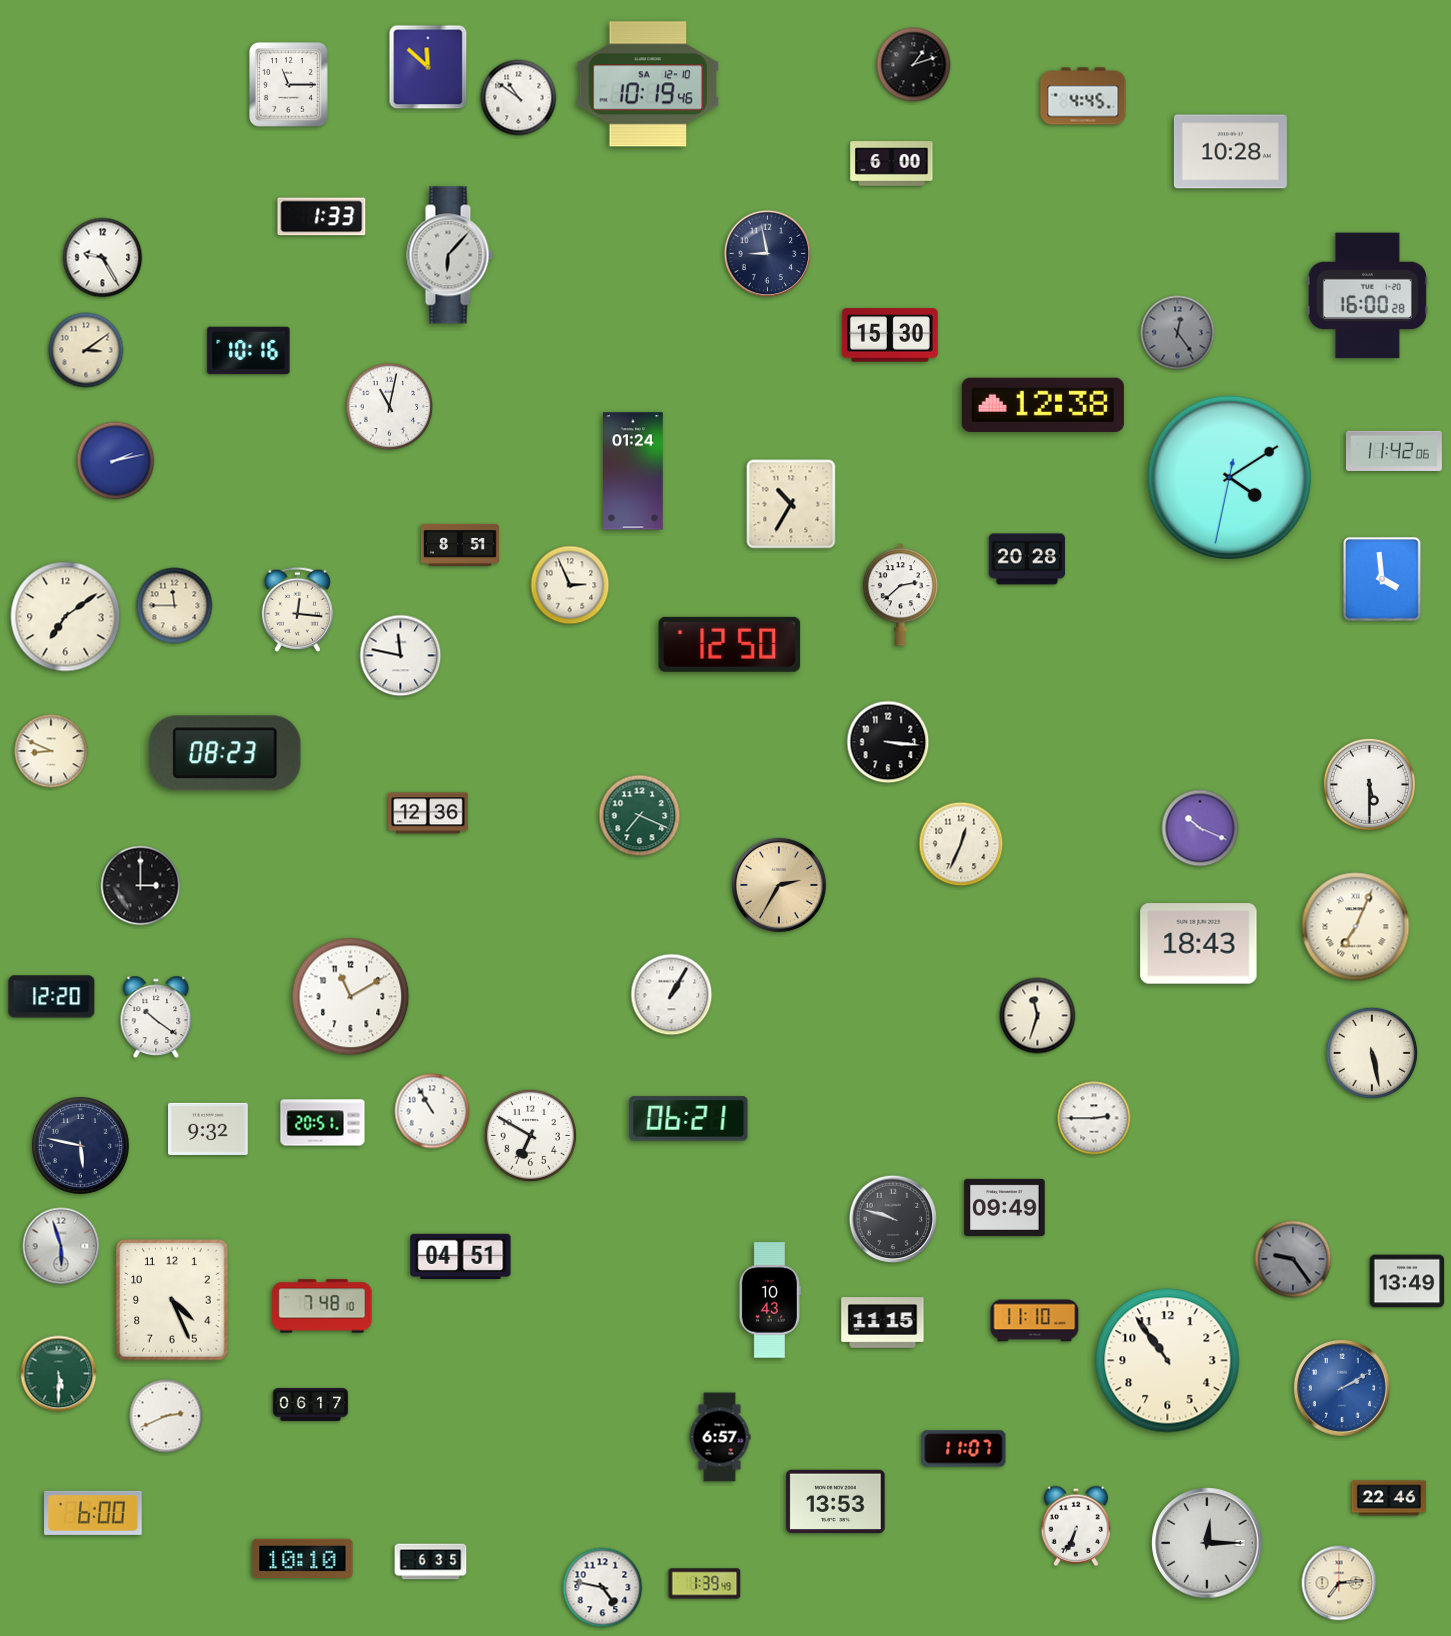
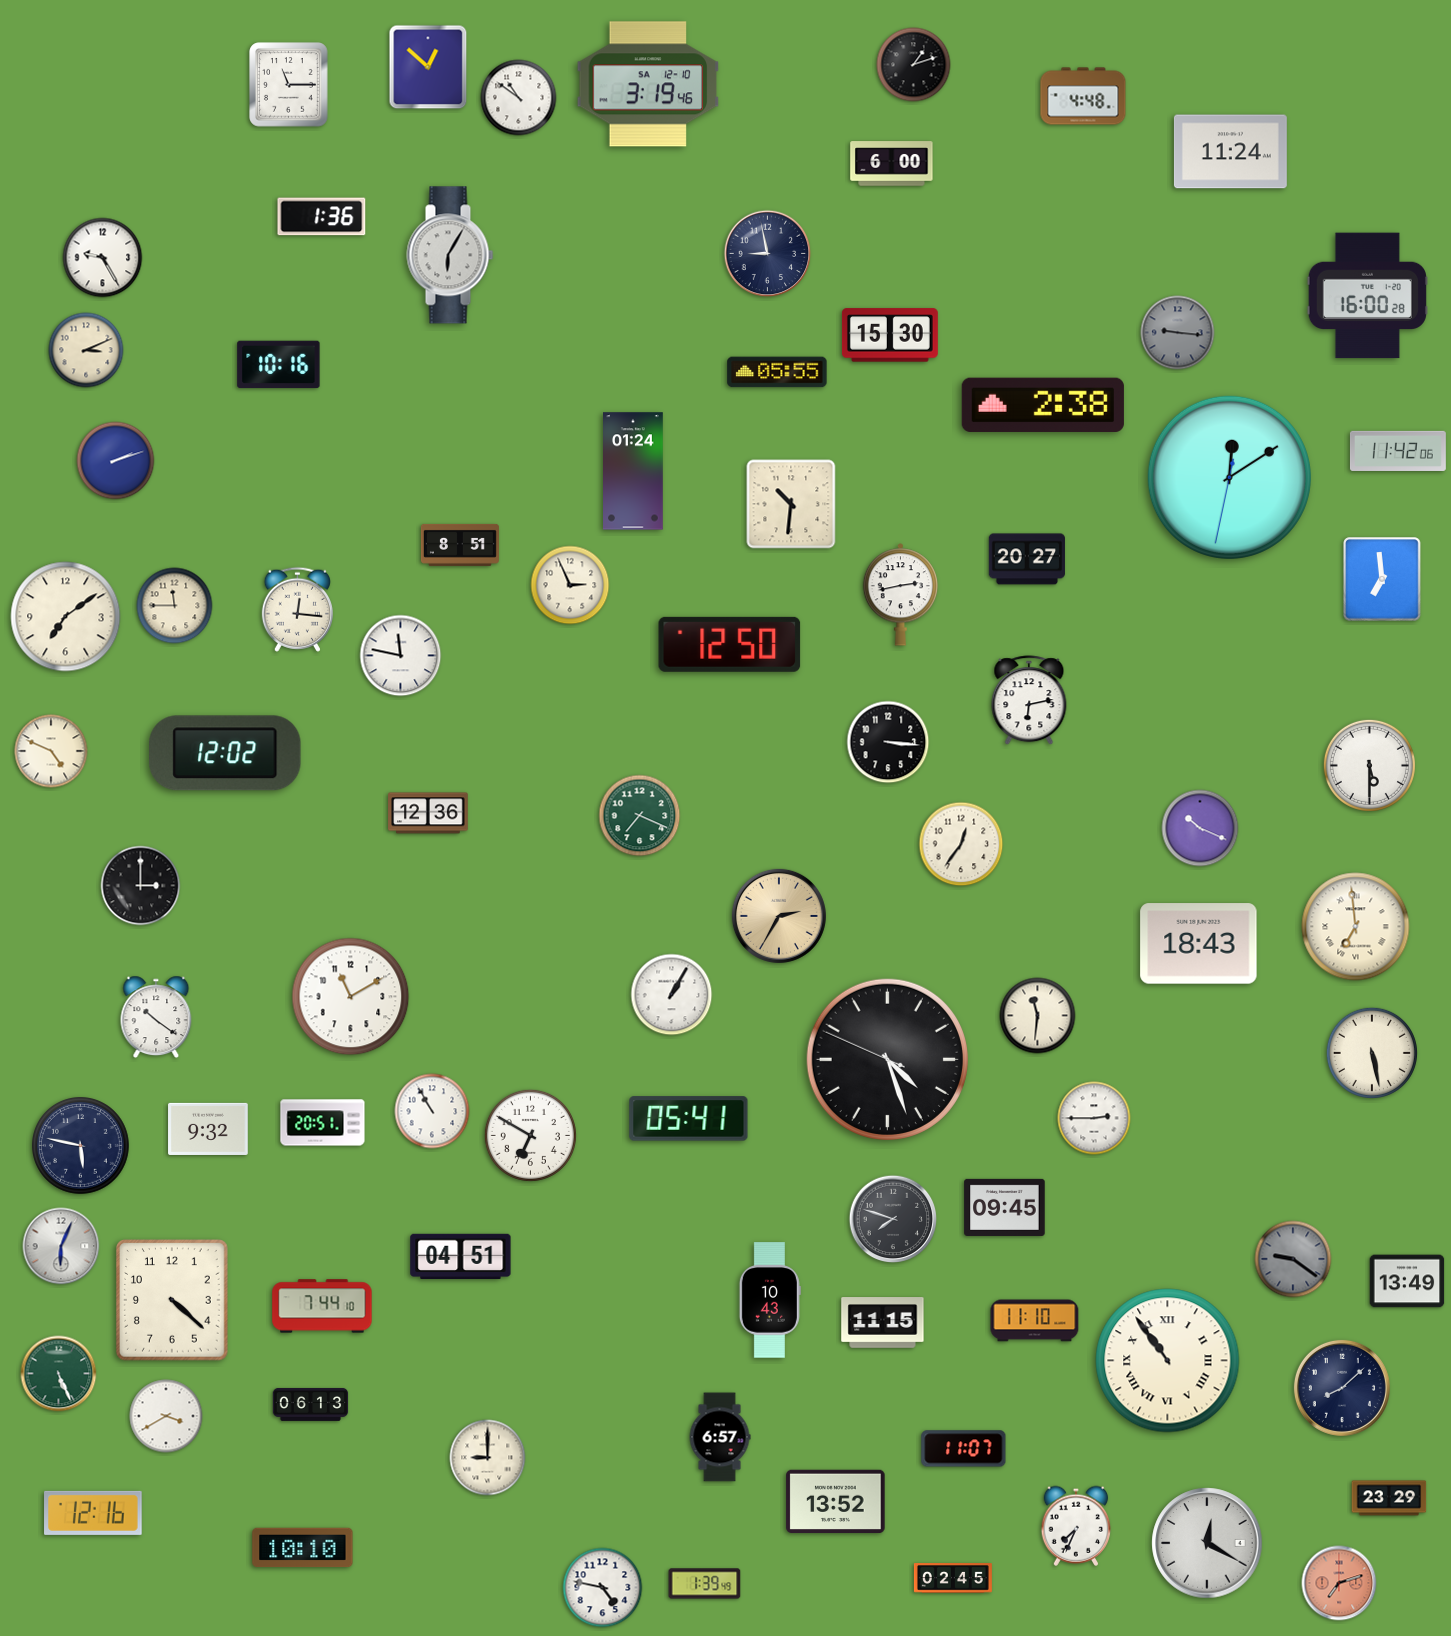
clock at (428, 67): 11:52 -> 12:52
clock at (648, 84): 10:19 -> 3:19
clock at (1083, 96): 4:45 -> 4:48
clock at (1230, 152): 10:28 -> 11:24
clock at (322, 217): 1:33 -> 1:36
clock at (450, 255): 6:07 -> 6:05
clock at (1178, 333): 12:24 -> 9:16
clock at (86, 350): 3:09 -> 3:11
clock at (249, 351) position: (249, 351) -> (279, 365)
clock at (777, 372): none -> 05:55
clock at (1043, 405): 12:38 -> 2:38
clock at (390, 407): 11:02 -> none
clock at (1394, 451) position: (1394, 451) -> (1398, 451)
clock at (116, 461): 2:13 -> 2:12
clock at (1229, 477): 4:09 -> 12:09
clock at (791, 504): 10:35 -> 10:31
clock at (1027, 559): 20:28 -> 20:27
clock at (1382, 579): 3:59 -> 6:59
clock at (901, 595): 2:38 -> 2:43
clock at (1029, 701): none -> 6:13
clock at (51, 751): 8:49 -> 4:49
clock at (225, 753): 08:23 -> 12:02
clock at (1369, 784) position: (1369, 784) -> (1369, 765)
clock at (961, 844): 12:34 -> 12:36
clock at (779, 885) position: (779, 885) -> (779, 916)
clock at (1356, 927): 7:04 -> 6:59
clock at (52, 997): 12:20 -> none
clock at (1038, 1016): 11:33 -> 11:31
clock at (887, 1059): none -> 4:26
clock at (689, 1119): 06:21 -> 05:41
clock at (1005, 1207): 09:49 -> 09:45
clock at (893, 1219): 9:48 -> 7:48
clock at (61, 1246): 5:57 -> 6:04
clock at (1293, 1259): 9:24 -> 9:21
clock at (173, 1300): 4:26 -> 4:22
clock at (322, 1306): 7:48 -> 7:44
clock at (1168, 1361) numerals: Arabic -> Roman
clock at (59, 1374): 5:30 -> 5:26
clock at (1342, 1388): 2:10 -> 8:08
clock at (1342, 1388) dial: blue -> navy
clock at (311, 1405): 06:17 -> 06:13
clock at (166, 1416): 2:41 -> 3:40
clock at (488, 1458): none -> 9:00
clock at (1389, 1498): 22:46 -> 23:29
clock at (836, 1502): 13:53 -> 13:52
clock at (93, 1513): 6:00 -> 12:16
clock at (1076, 1526): 6:34 -> 7:34
clock at (1207, 1543): 12:15 -> 12:20
clock at (303, 1559) position: (303, 1559) -> (303, 1548)
clock at (431, 1562): 6:35 -> none
clock at (953, 1578): none -> 02:45
clock at (1339, 1583): 7:14 -> 7:12
clock at (1339, 1583) dial: cream -> salmon
